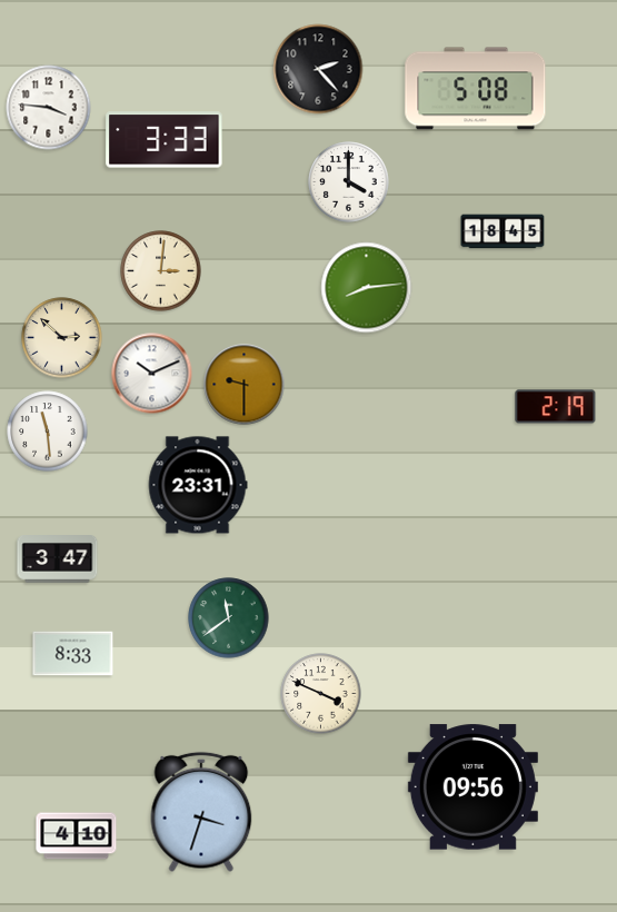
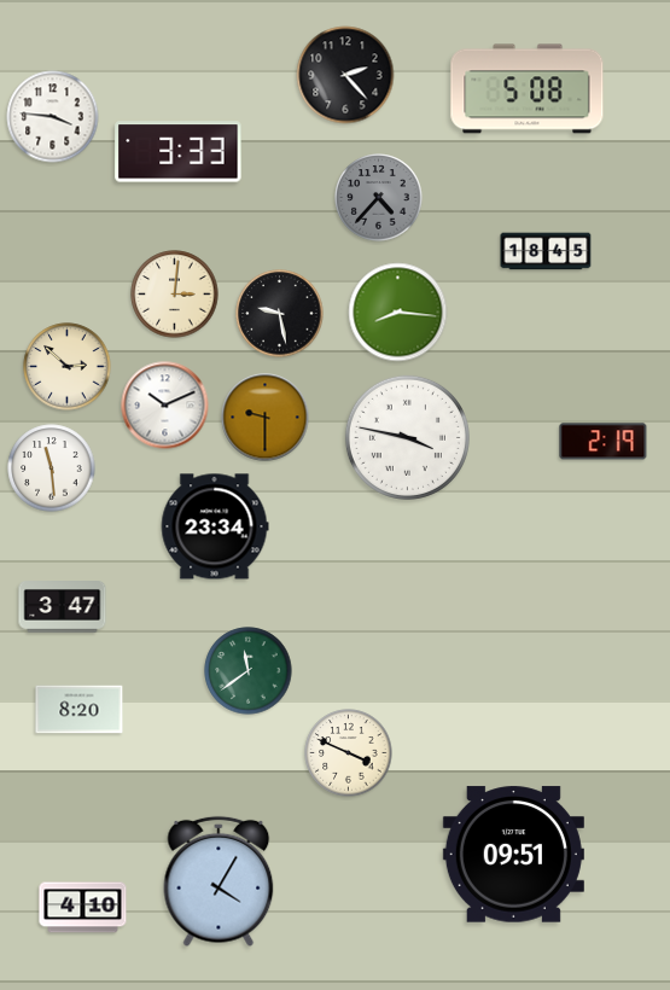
clock at (476, 89) position: (476, 89) -> (528, 89)
clock at (349, 182): 4:00 -> 4:37
clock at (349, 182) dial: white -> grey
clock at (367, 288): 8:14 -> 8:16
clock at (280, 314): none -> 9:28
clock at (407, 437): none -> 3:47
clock at (198, 485): 23:31 -> 23:34
clock at (73, 654): 8:33 -> 8:20
clock at (472, 787): 09:56 -> 09:51
clock at (201, 812): 3:33 -> 4:05
